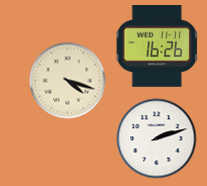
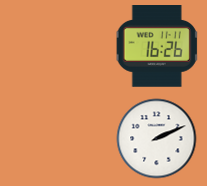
clock at (68, 81): 4:18 -> none
clock at (157, 139): 2:12 -> 2:11
